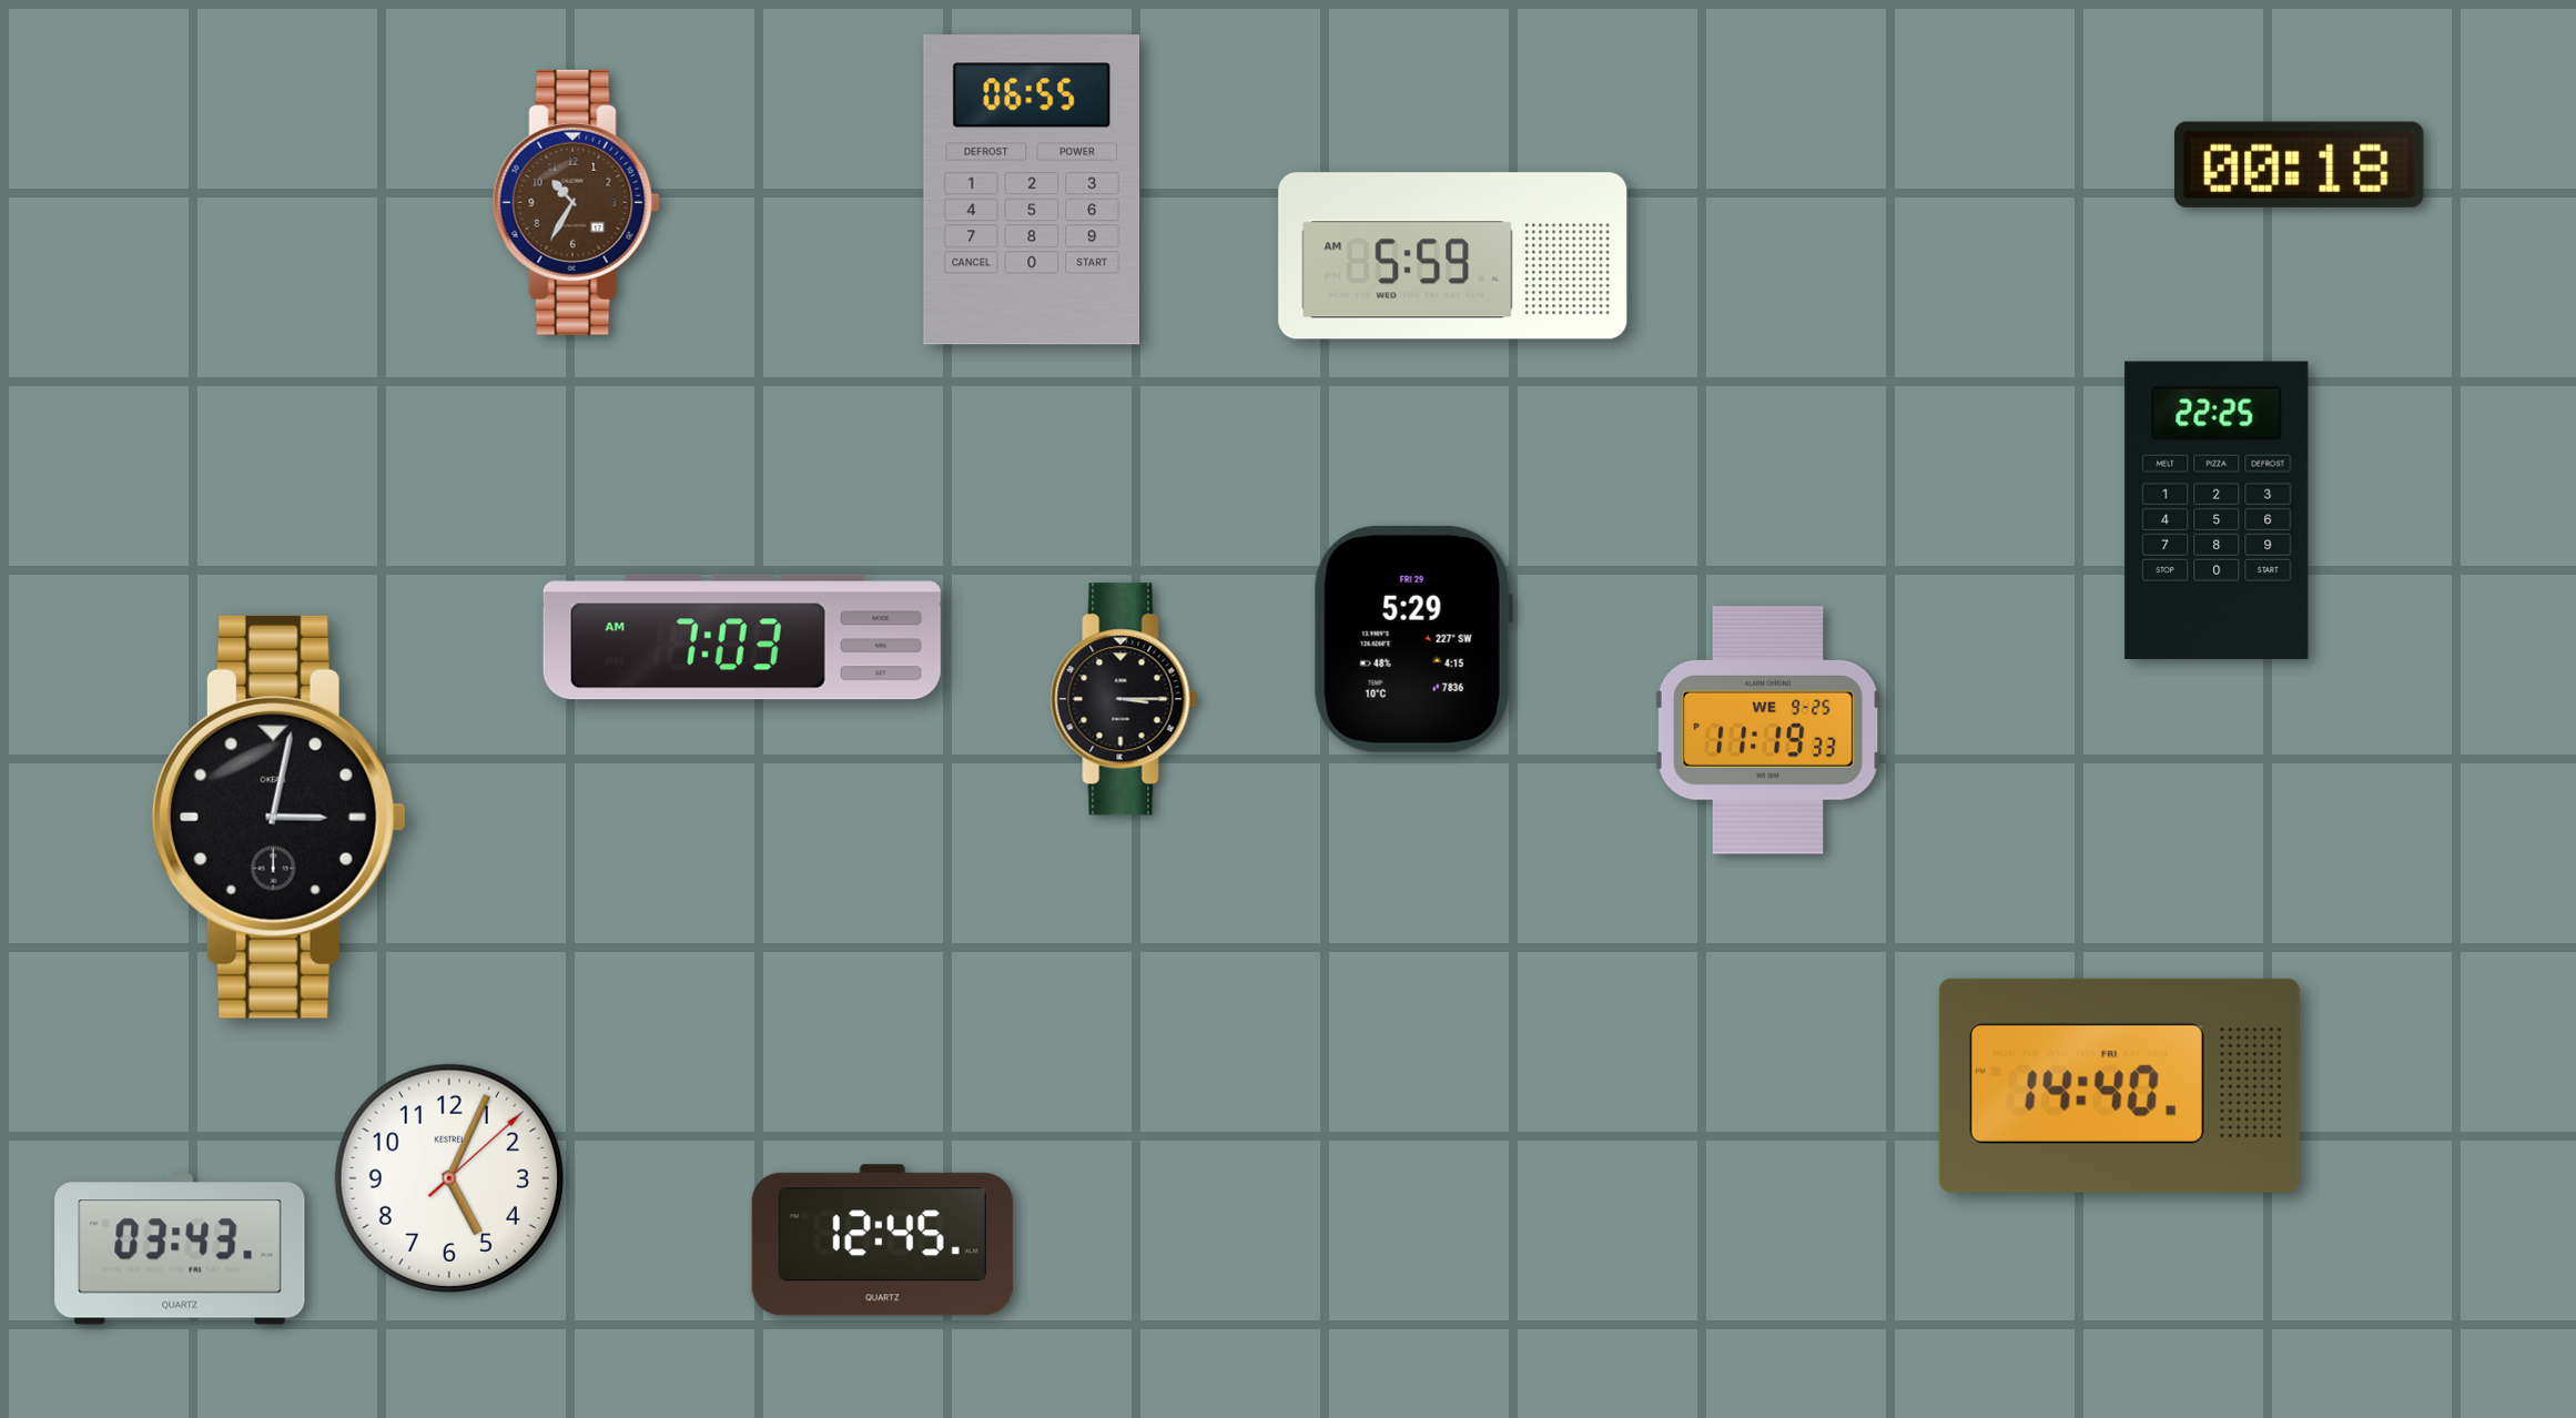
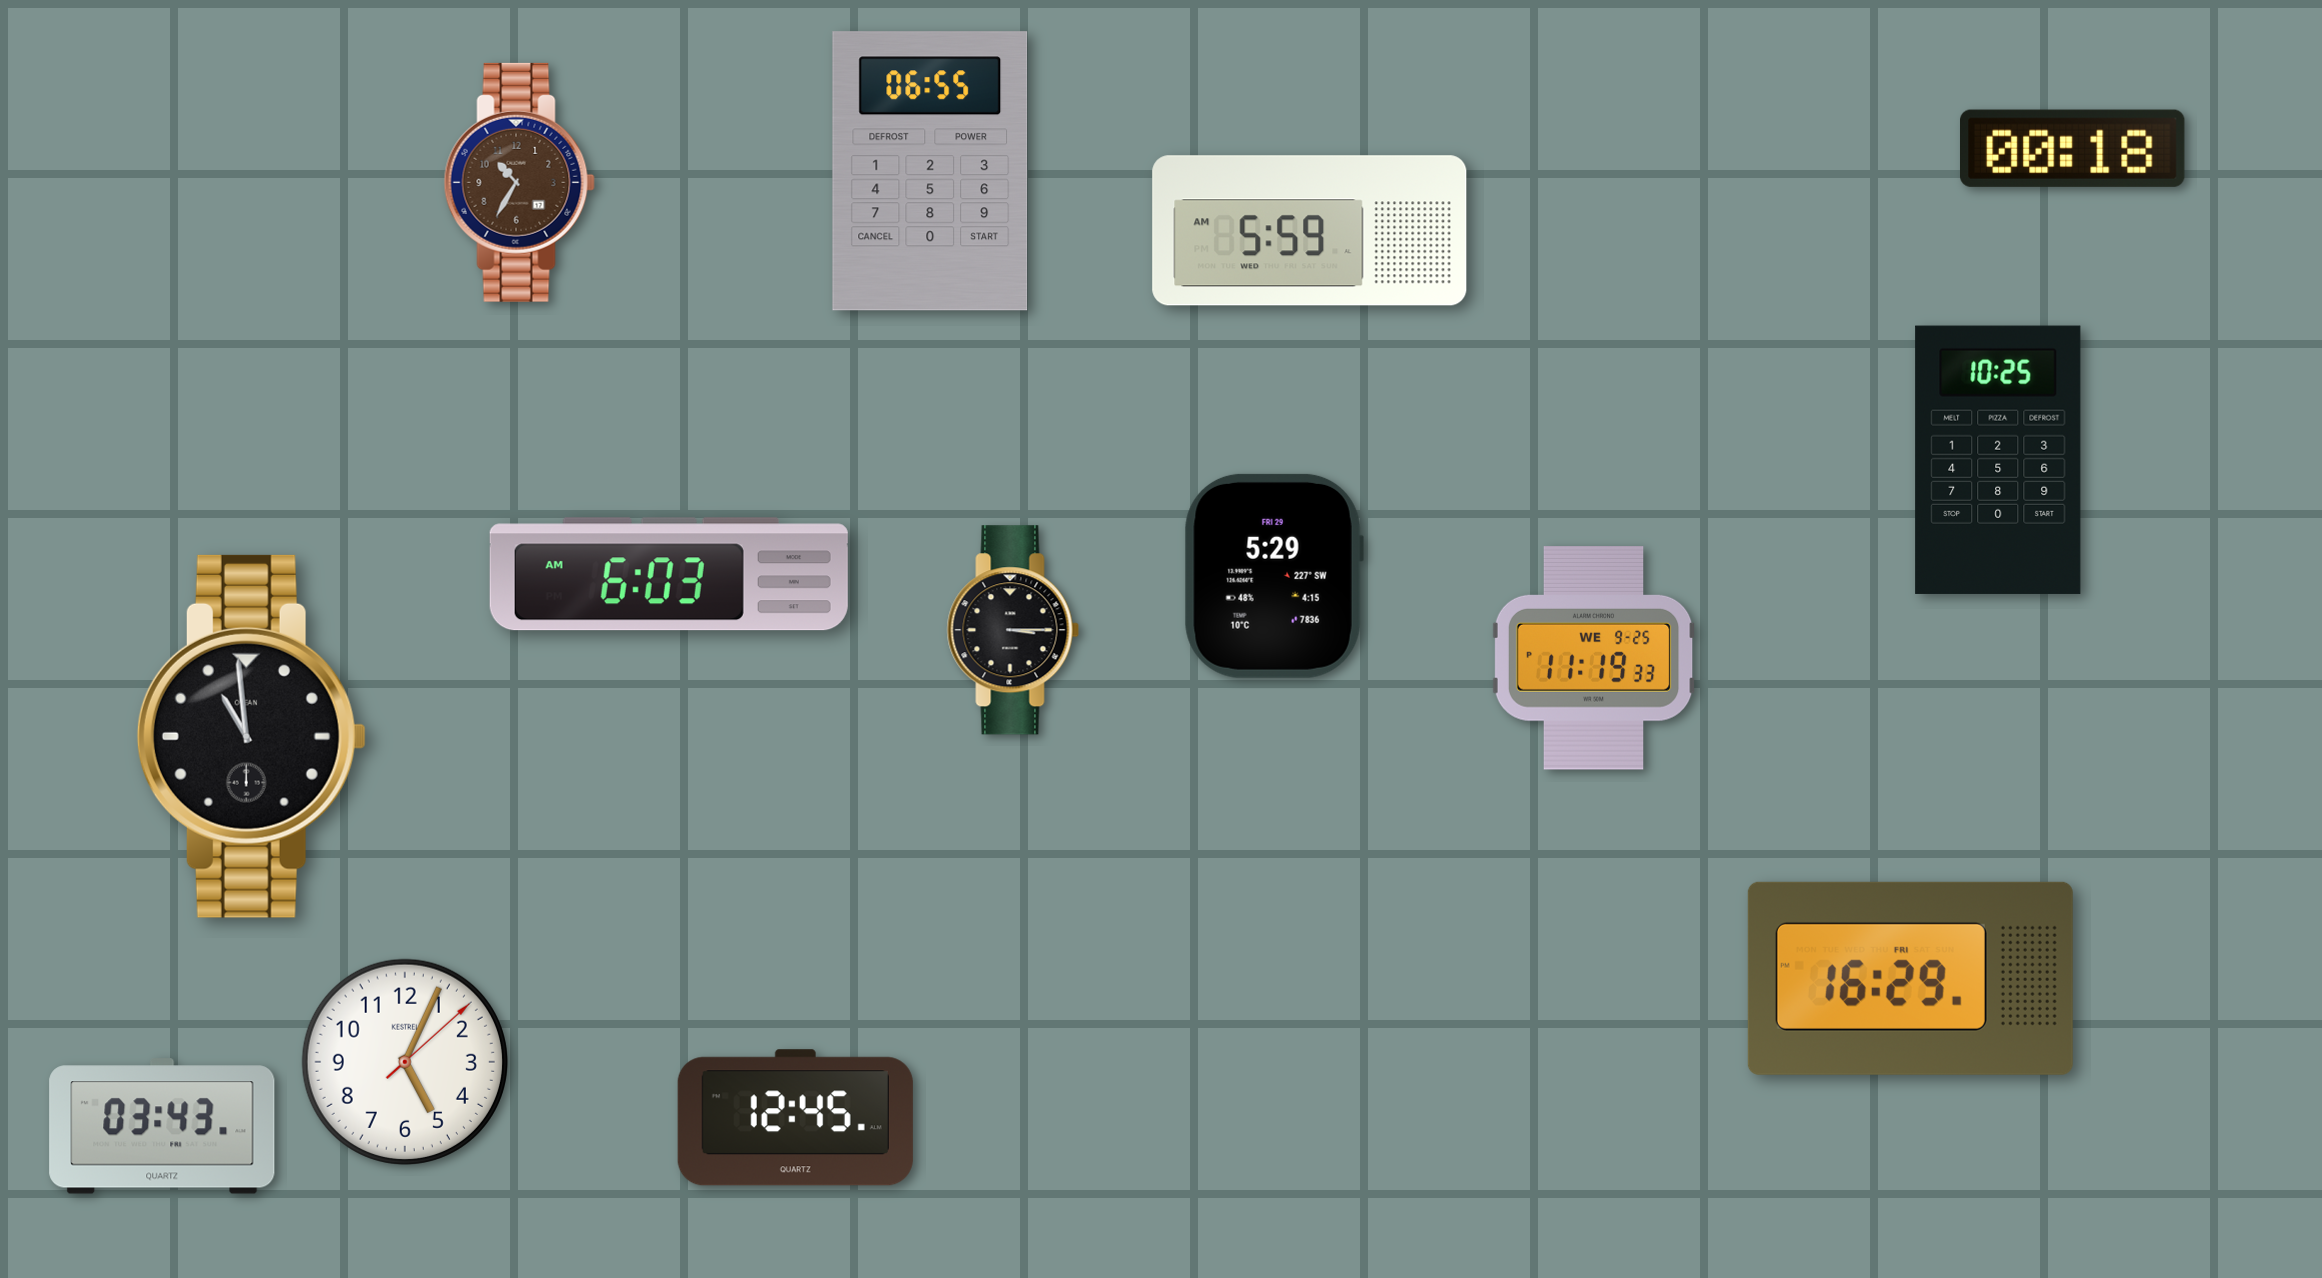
clock at (2217, 510): 22:25 -> 10:25
clock at (742, 637): 7:03 -> 6:03
clock at (278, 817): 3:02 -> 10:59
clock at (2119, 1085): 14:40 -> 16:29
